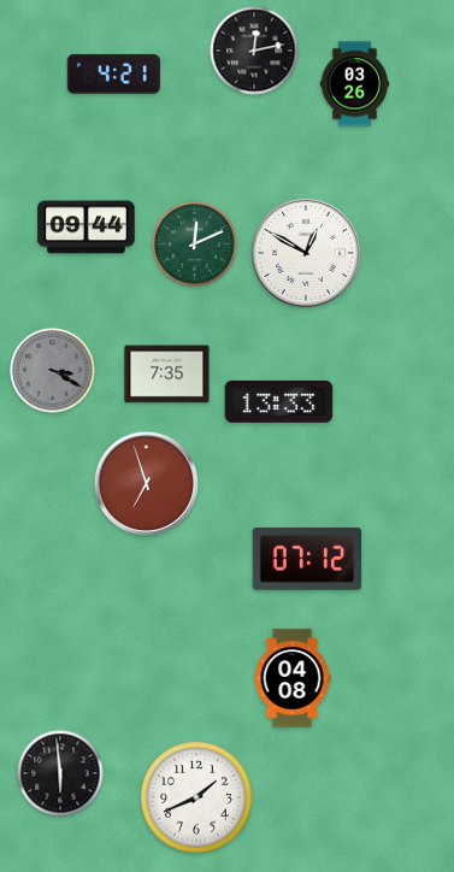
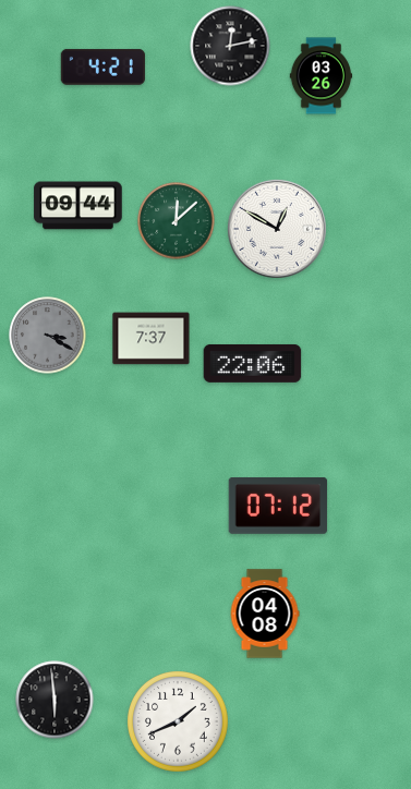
clock at (195, 244): 12:11 -> 12:08
clock at (167, 375): 7:35 -> 7:37
clock at (279, 401): 13:33 -> 22:06
clock at (146, 483): 6:57 -> none
